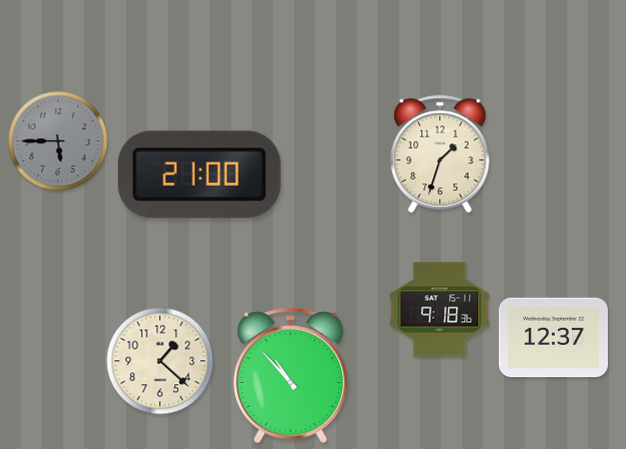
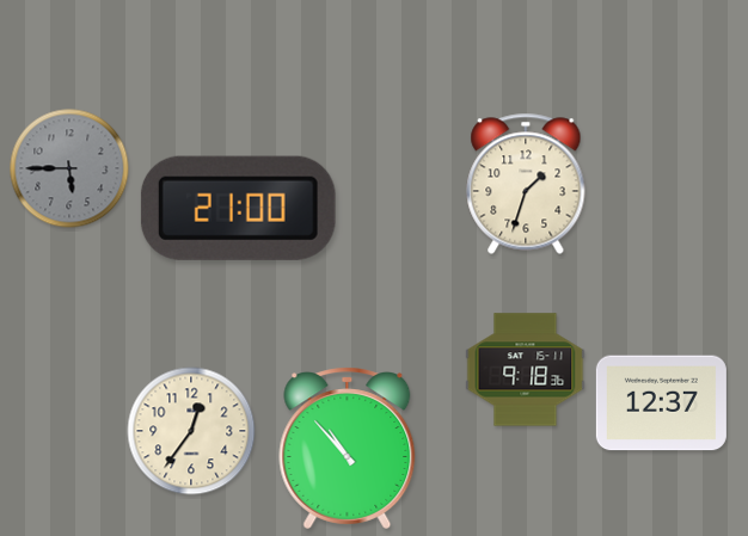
clock at (160, 361): 1:22 -> 12:36
